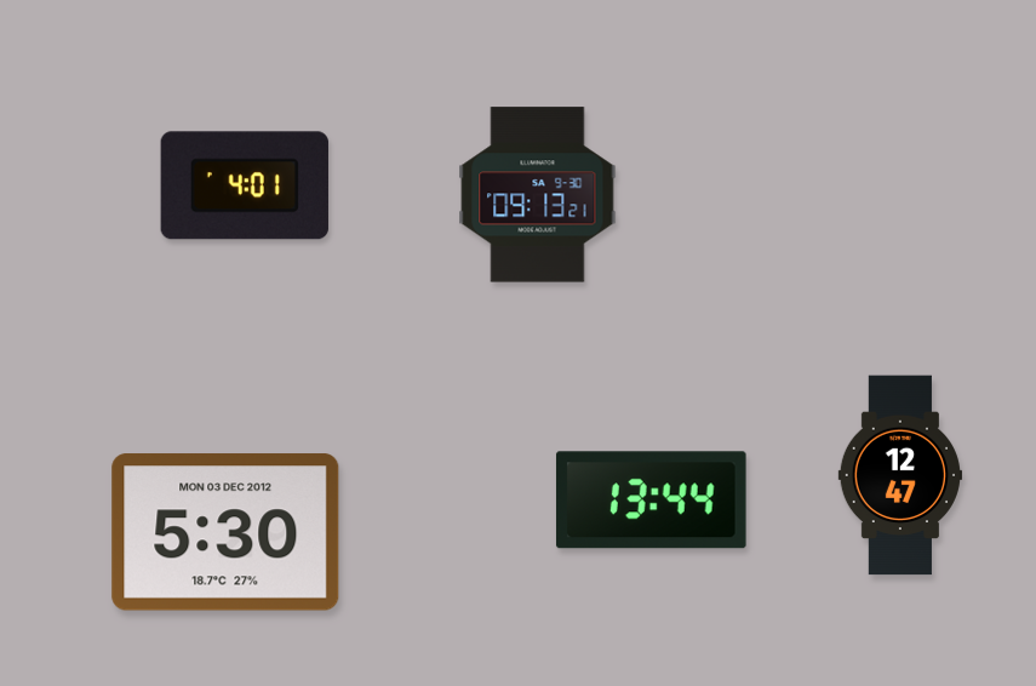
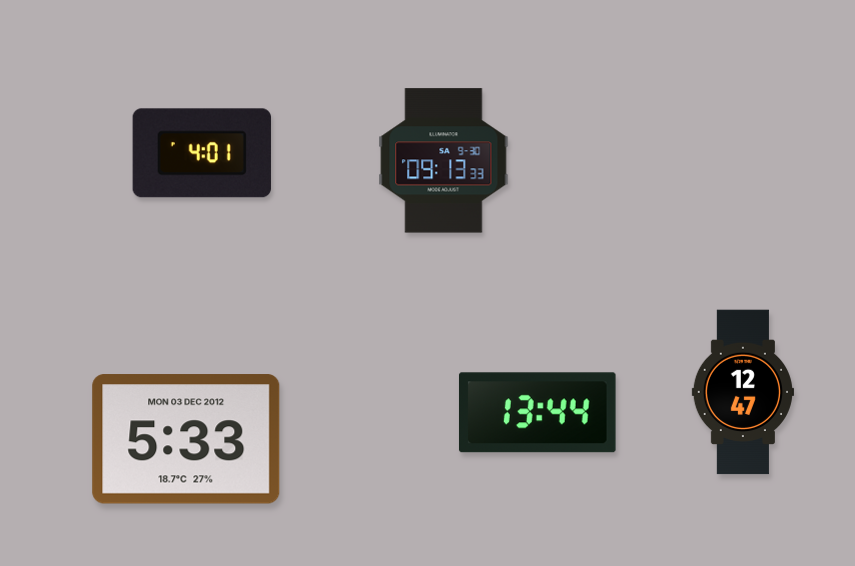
clock at (538, 195): 09:13:21 -> 09:13:33
clock at (225, 532): 5:30 -> 5:33
